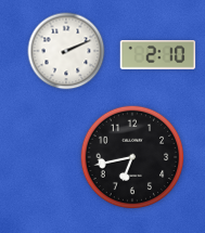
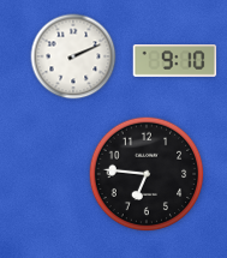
clock at (158, 55): 2:10 -> 9:10
clock at (132, 157): 6:43 -> 6:46
